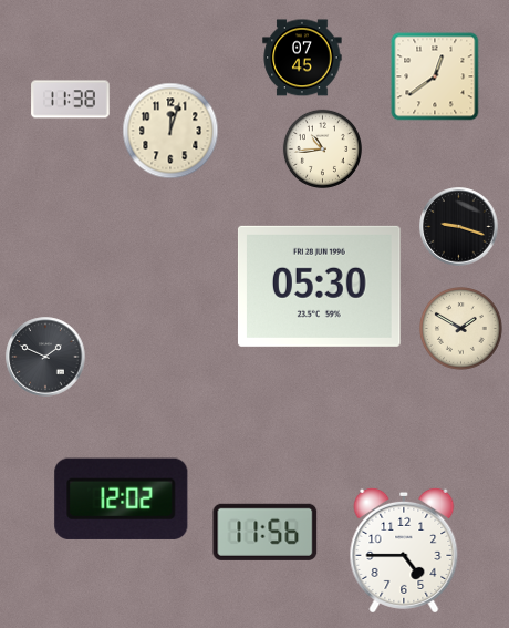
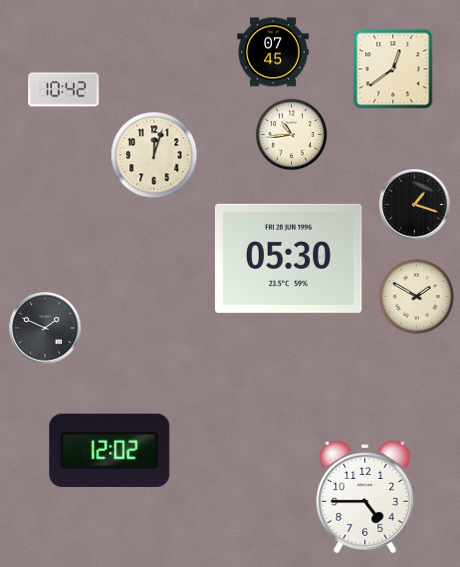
clock at (71, 100): 11:38 -> 10:42
clock at (170, 131) position: (170, 131) -> (154, 155)
clock at (459, 227): 9:18 -> 1:18
clock at (45, 357) position: (45, 357) -> (45, 328)
clock at (266, 532): 11:56 -> none
